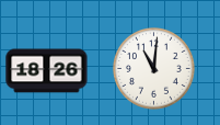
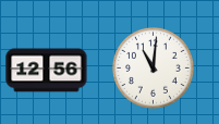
clock at (47, 71): 18:26 -> 12:56
